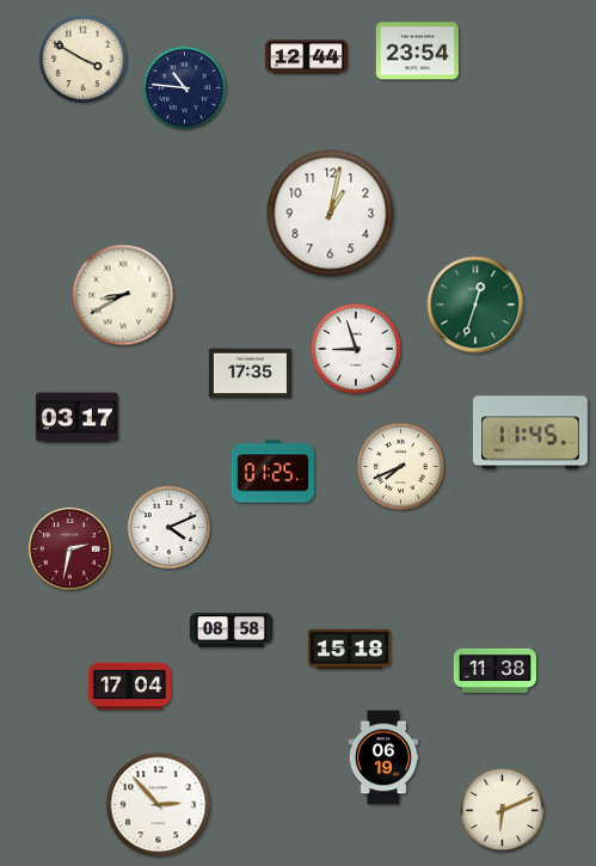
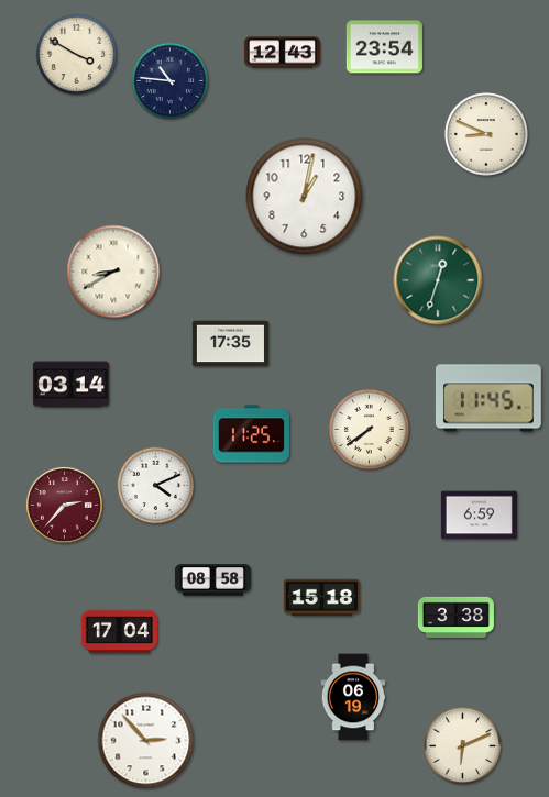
clock at (306, 57): 12:44 -> 12:43
clock at (486, 134): none -> 8:49
clock at (356, 349): 8:57 -> none
clock at (76, 418): 03:17 -> 03:14
clock at (400, 466): 7:41 -> 7:39
clock at (272, 472): 01:25 -> 11:25
clock at (69, 548): 2:32 -> 2:37
clock at (479, 516): none -> 6:59
clock at (494, 670): 11:38 -> 3:38
